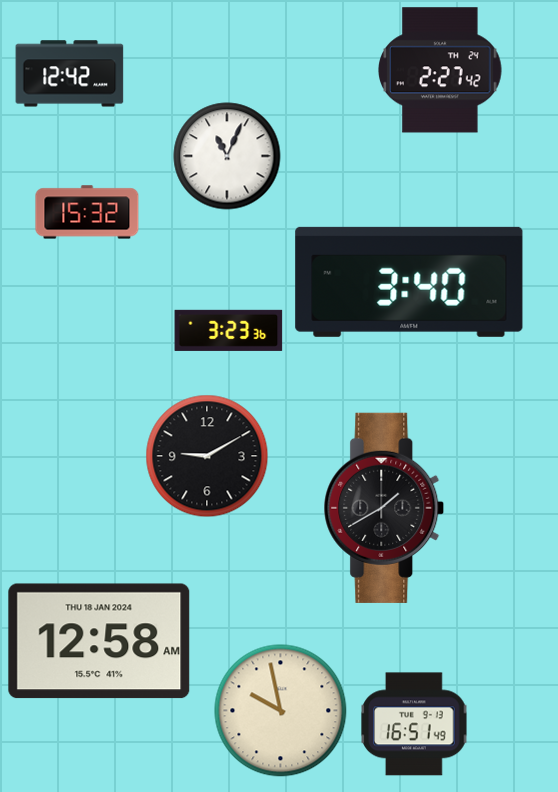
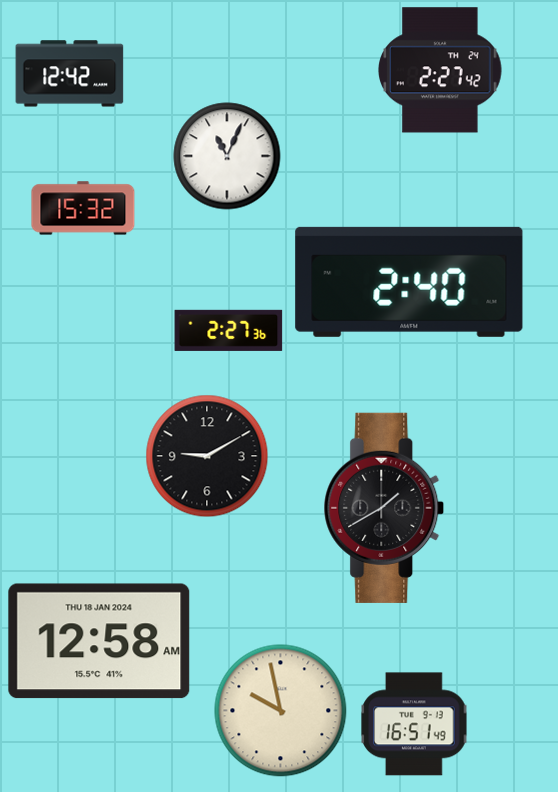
clock at (87, 212) position: (87, 212) -> (83, 208)
clock at (409, 282): 3:40 -> 2:40
clock at (229, 330): 3:23 -> 2:27
